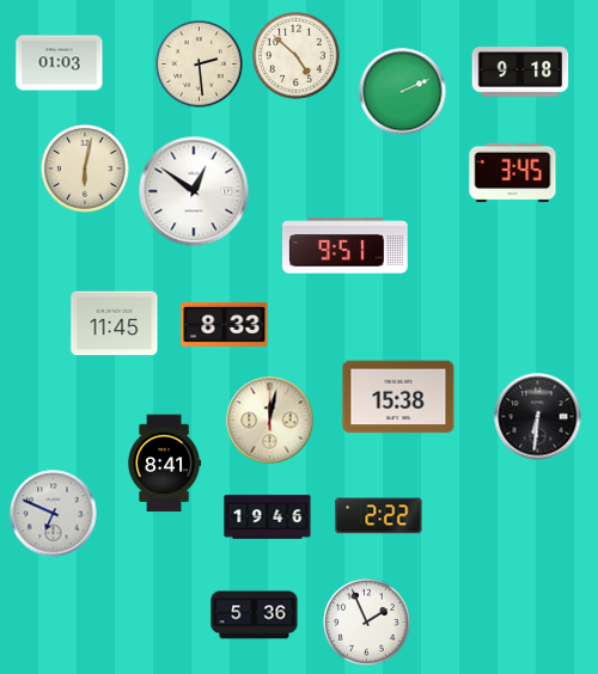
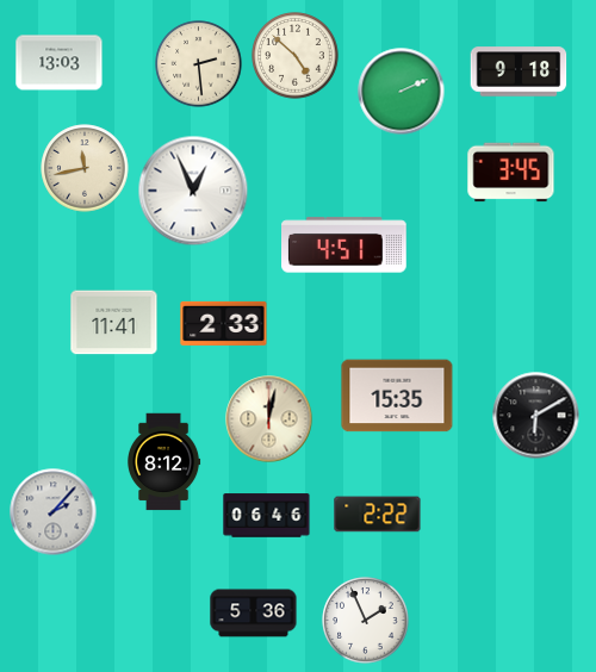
clock at (60, 63): 01:03 -> 13:03
clock at (85, 168): 6:02 -> 11:43
clock at (194, 191): 12:51 -> 12:56
clock at (346, 246): 9:51 -> 4:51
clock at (115, 324): 11:45 -> 11:41
clock at (225, 324): 8:33 -> 2:33
clock at (398, 397): 15:38 -> 15:35
clock at (538, 417): 6:31 -> 6:10
clock at (165, 464): 8:41 -> 8:12
clock at (54, 514): 6:49 -> 2:07
clock at (268, 517): 19:46 -> 06:46
